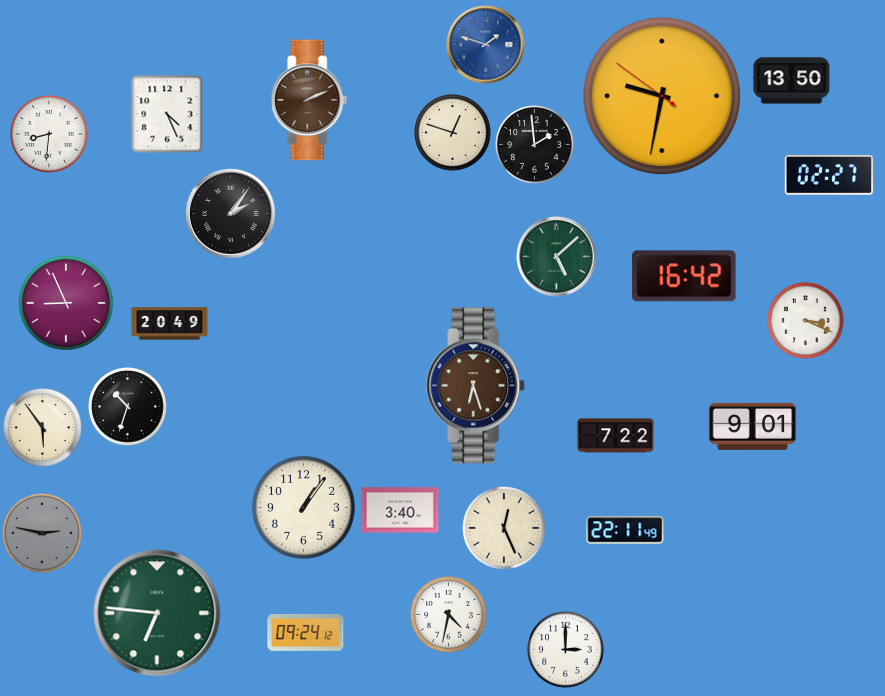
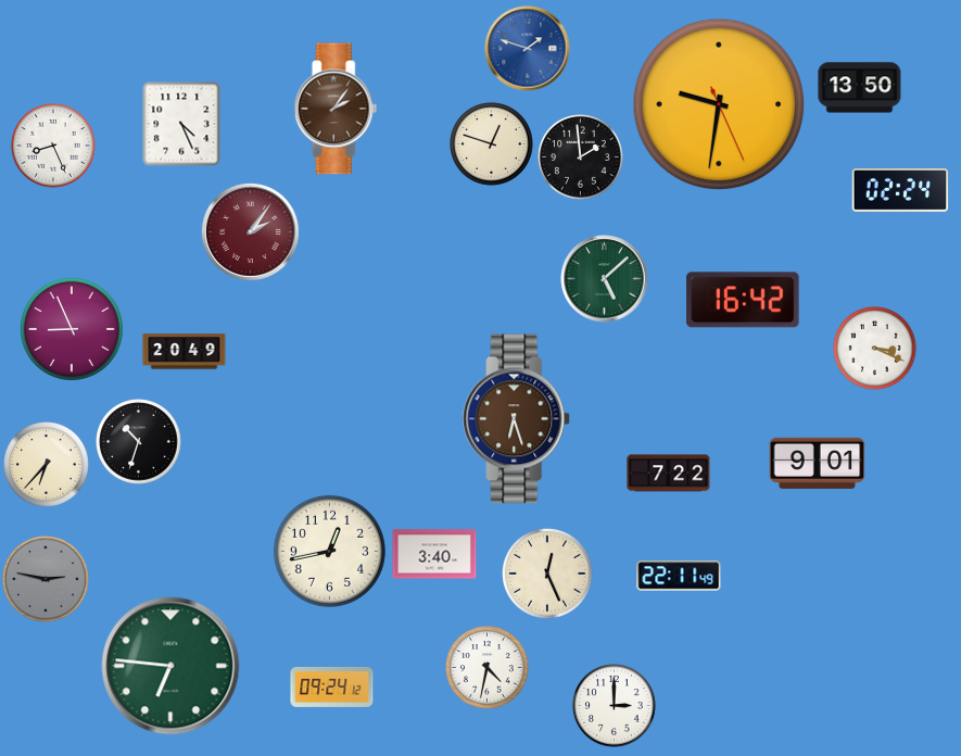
clock at (662, 96): 9:31:51 -> 9:31:26
clock at (309, 100): 2:11 -> 2:06
clock at (49, 134): 8:31 -> 8:26
clock at (829, 175): 02:27 -> 02:24
clock at (230, 213) dial: black -> burgundy
clock at (43, 428): 5:54 -> 6:37
clock at (303, 507): 1:06 -> 12:43
